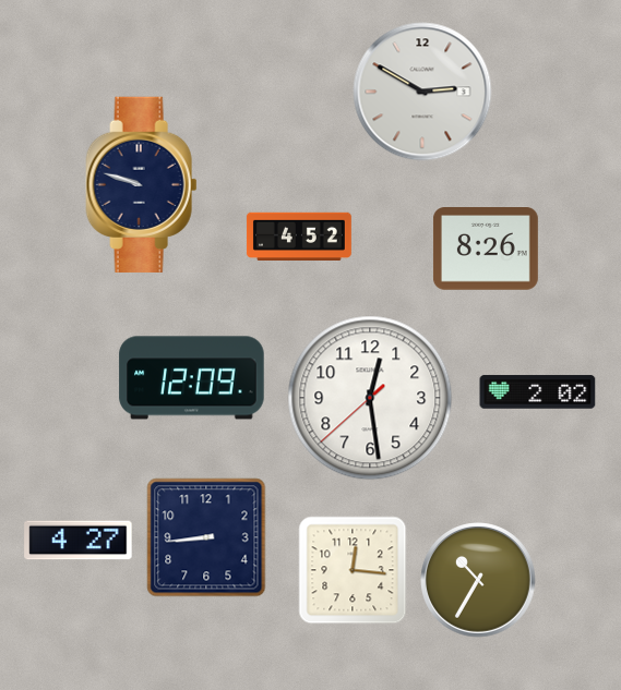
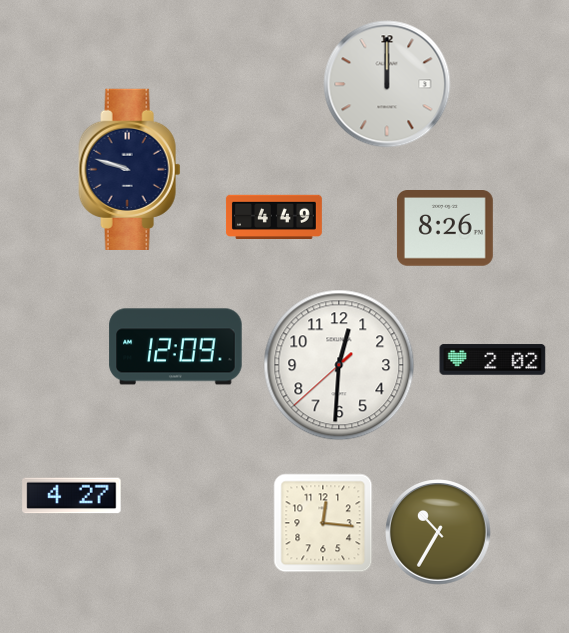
clock at (422, 92): 2:50 -> 12:00
clock at (299, 235): 4:52 -> 4:49
clock at (370, 398): 12:28 -> 12:30
clock at (206, 537): 8:44 -> none
